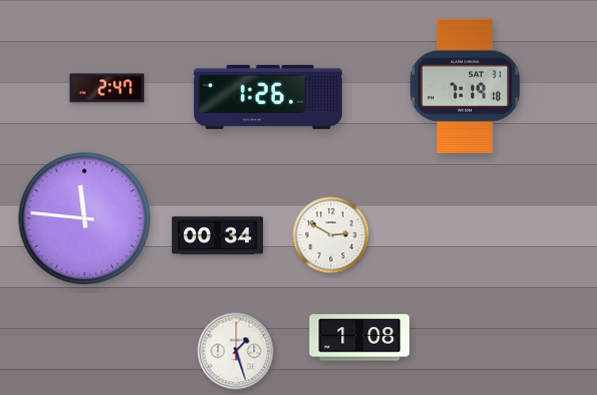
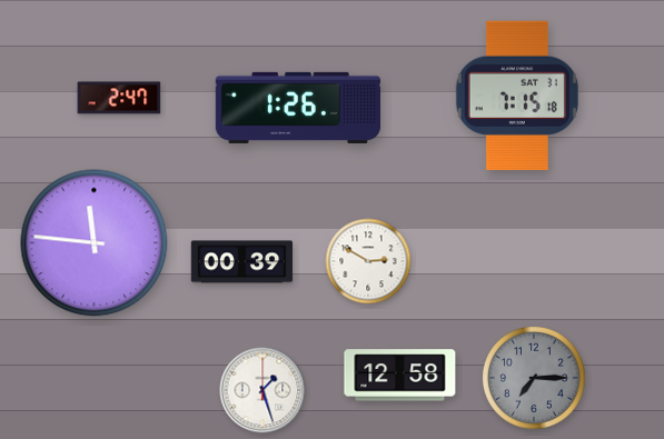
clock at (465, 86): 7:19 -> 7:15
clock at (218, 236): 00:34 -> 00:39
clock at (360, 338): 1:08 -> 12:58
clock at (534, 378): none -> 7:15
